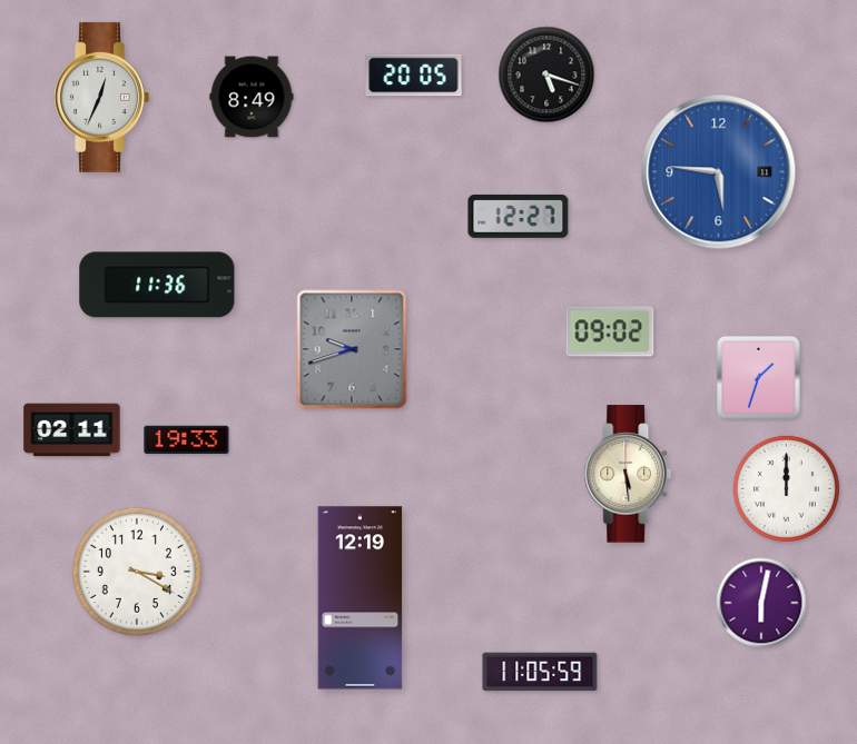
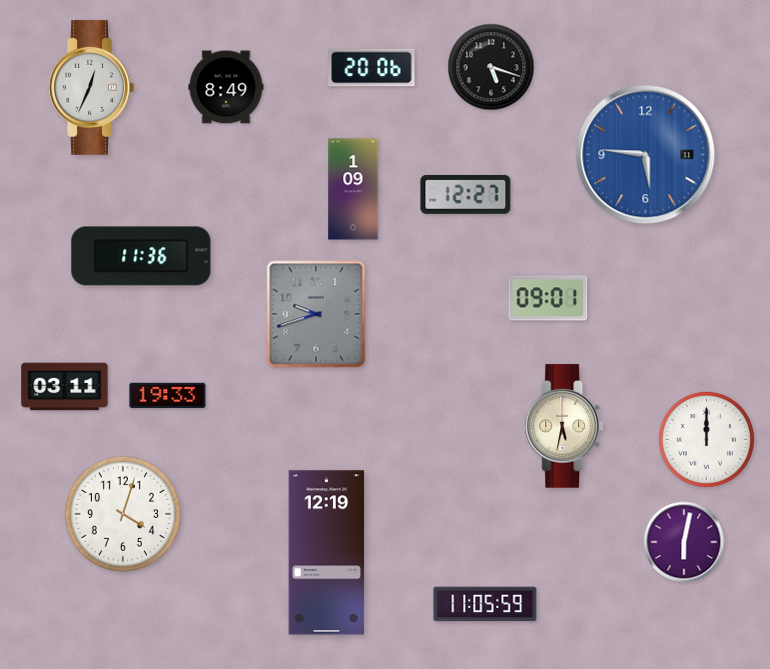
clock at (414, 76): 20:05 -> 20:06
clock at (353, 189): none -> 1:09
clock at (610, 331): 09:02 -> 09:01
clock at (759, 378): 1:33 -> none
clock at (72, 430): 02:11 -> 03:11
clock at (628, 474): 5:29 -> 5:32
clock at (137, 572): 3:20 -> 4:03
clock at (361, 598) position: (361, 598) -> (327, 553)
